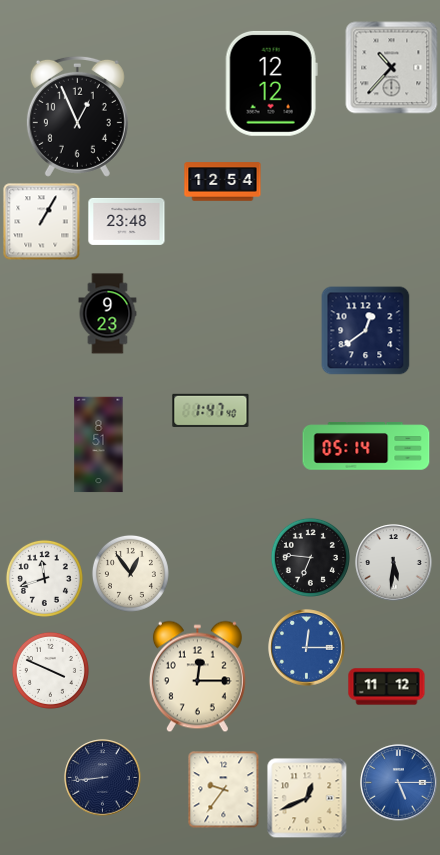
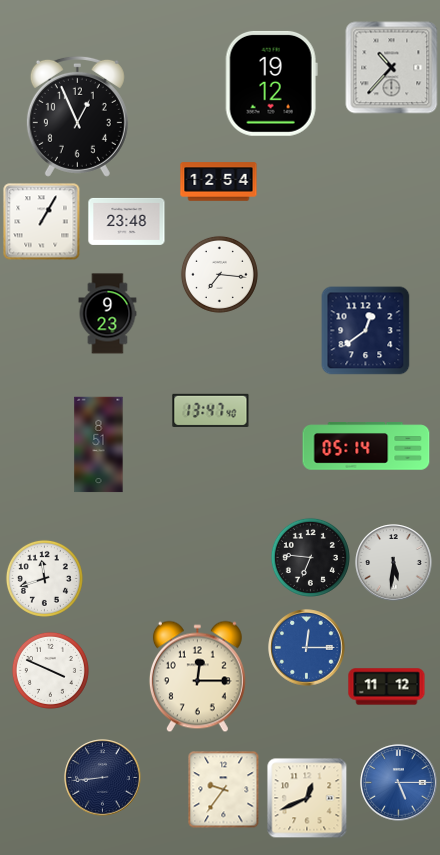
clock at (271, 83): 12:12 -> 19:12
clock at (223, 182) position: (223, 182) -> (219, 182)
clock at (219, 274): none -> 7:16
clock at (211, 410): 1:47 -> 13:47
clock at (130, 573): 12:54 -> none
